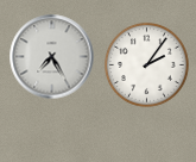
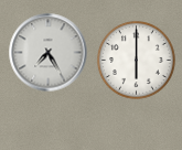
clock at (146, 64): 2:06 -> 6:00
